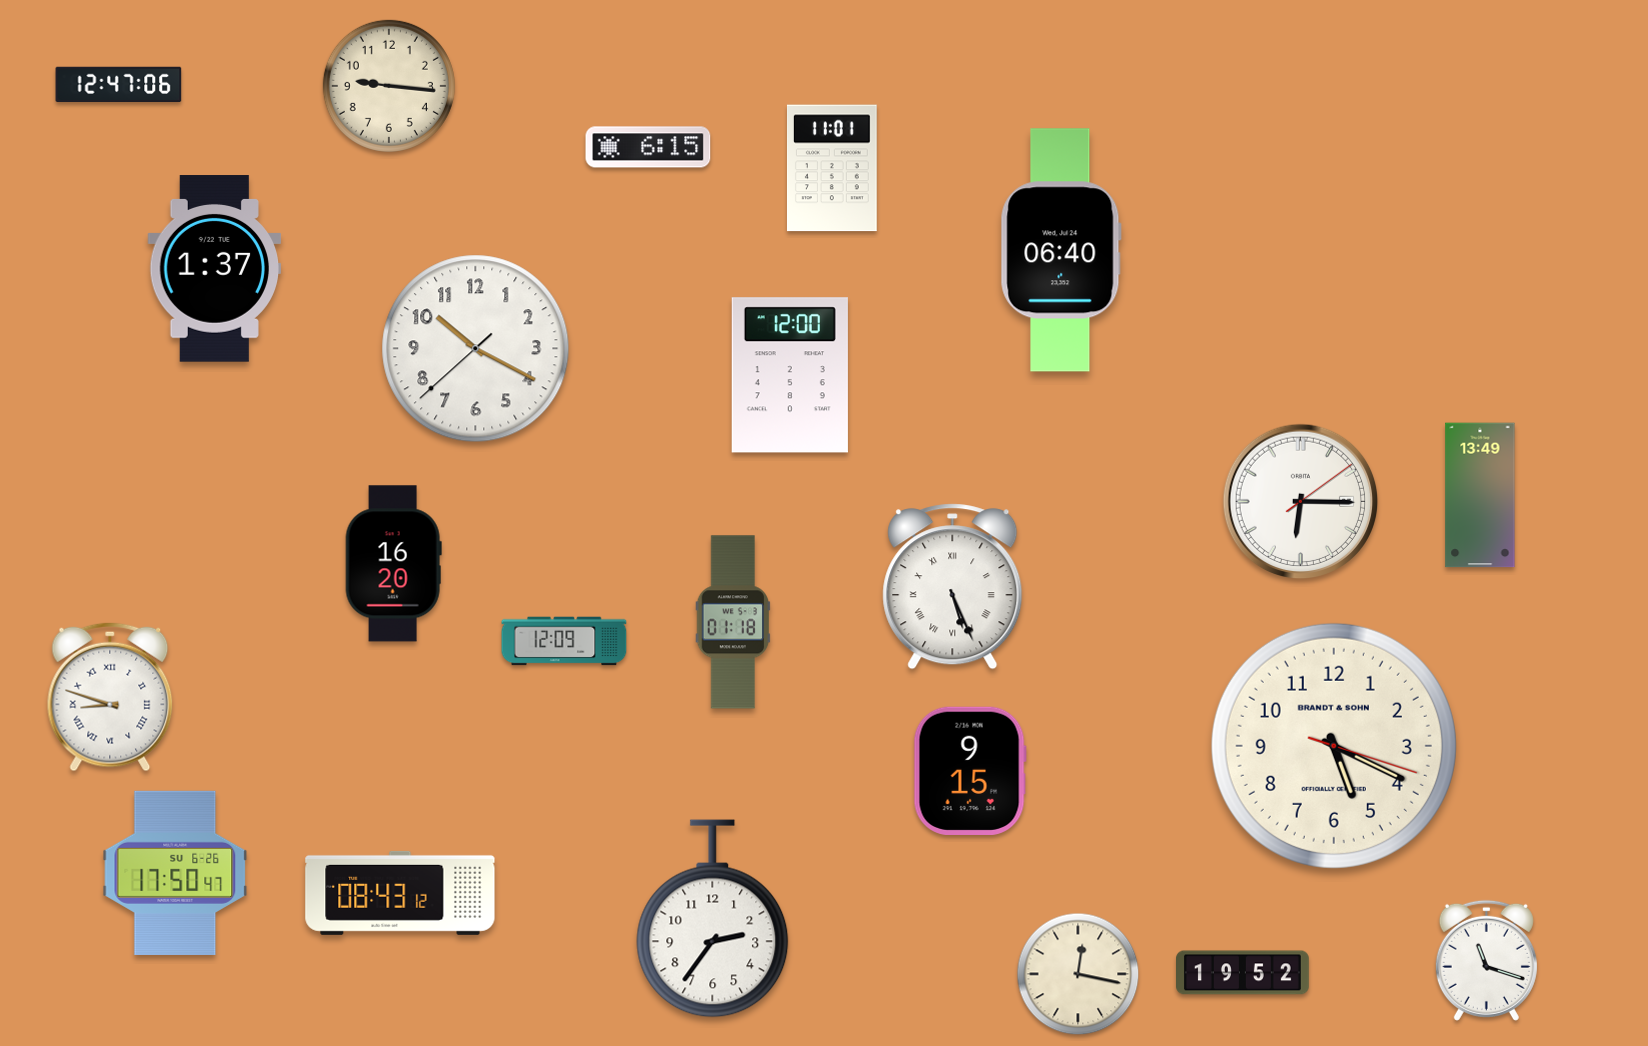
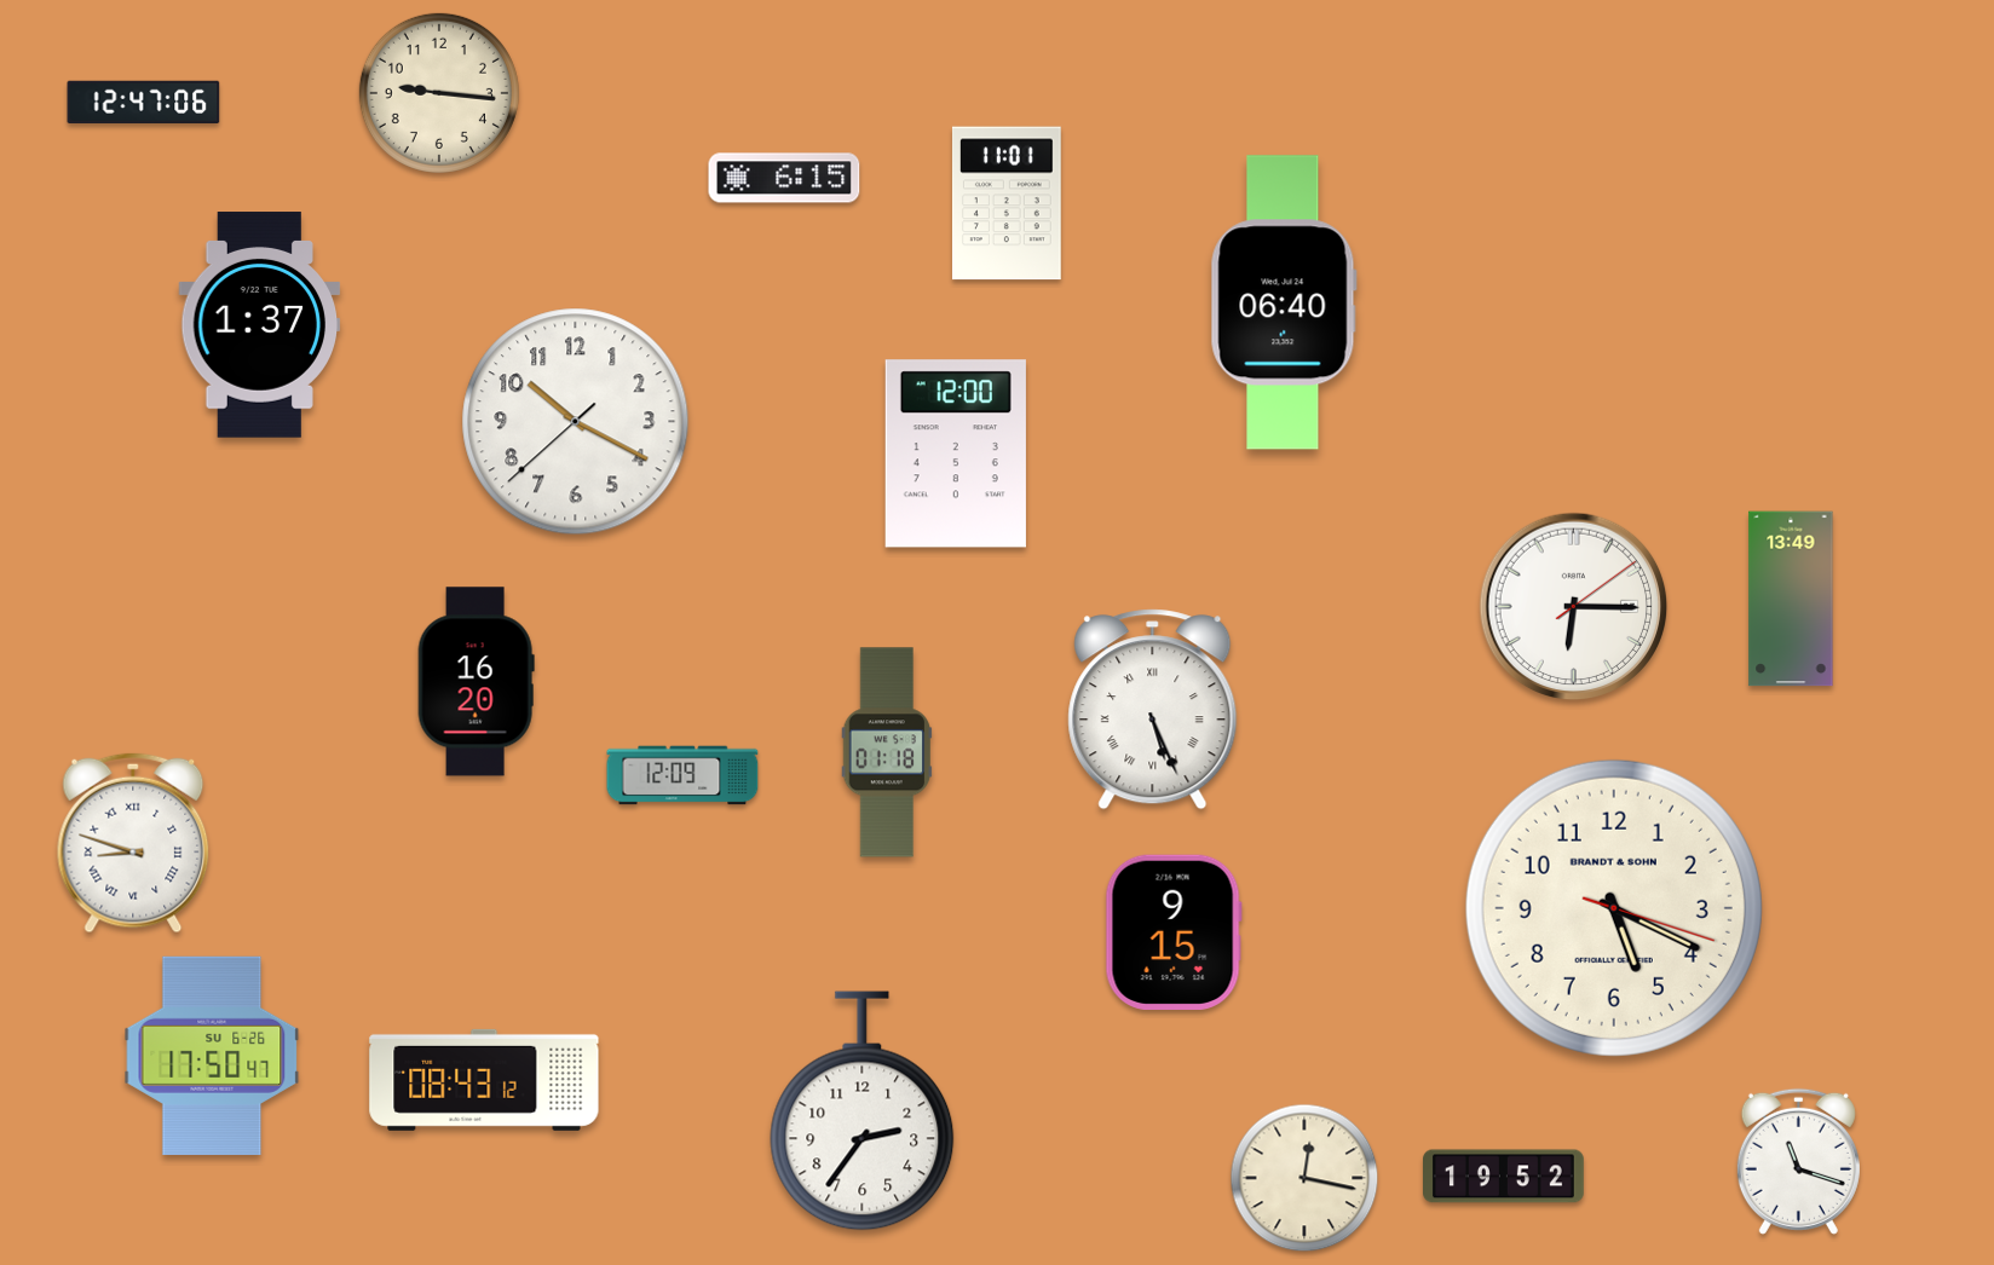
clock at (389, 86) position: (389, 86) -> (439, 93)
clock at (1334, 746) position: (1334, 746) -> (1614, 908)
